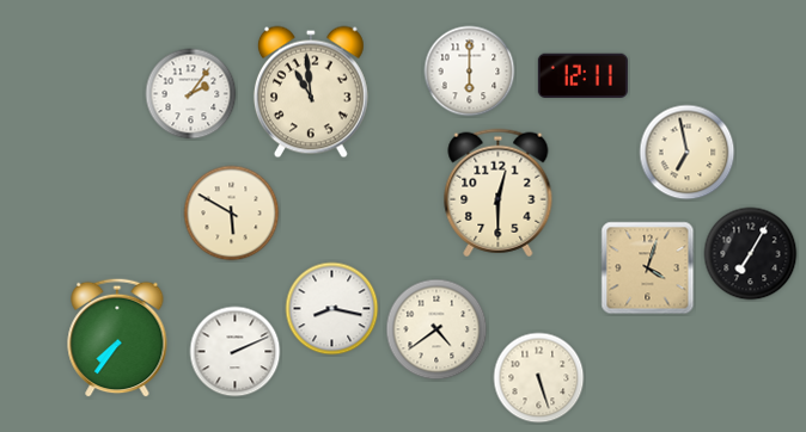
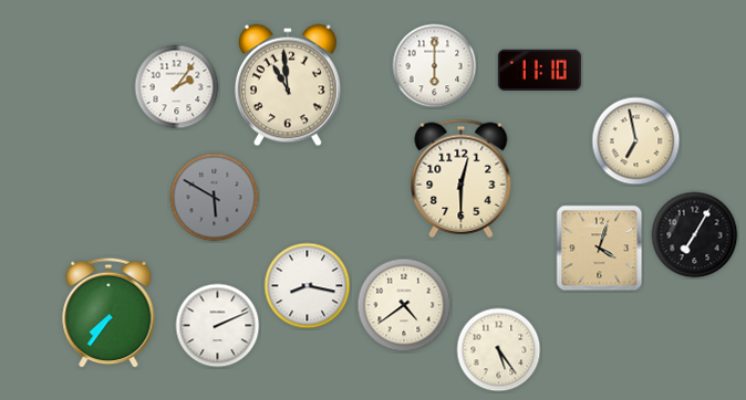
clock at (582, 76): 12:11 -> 11:10
clock at (232, 214) dial: cream -> grey
clock at (539, 378): 5:27 -> 5:24
